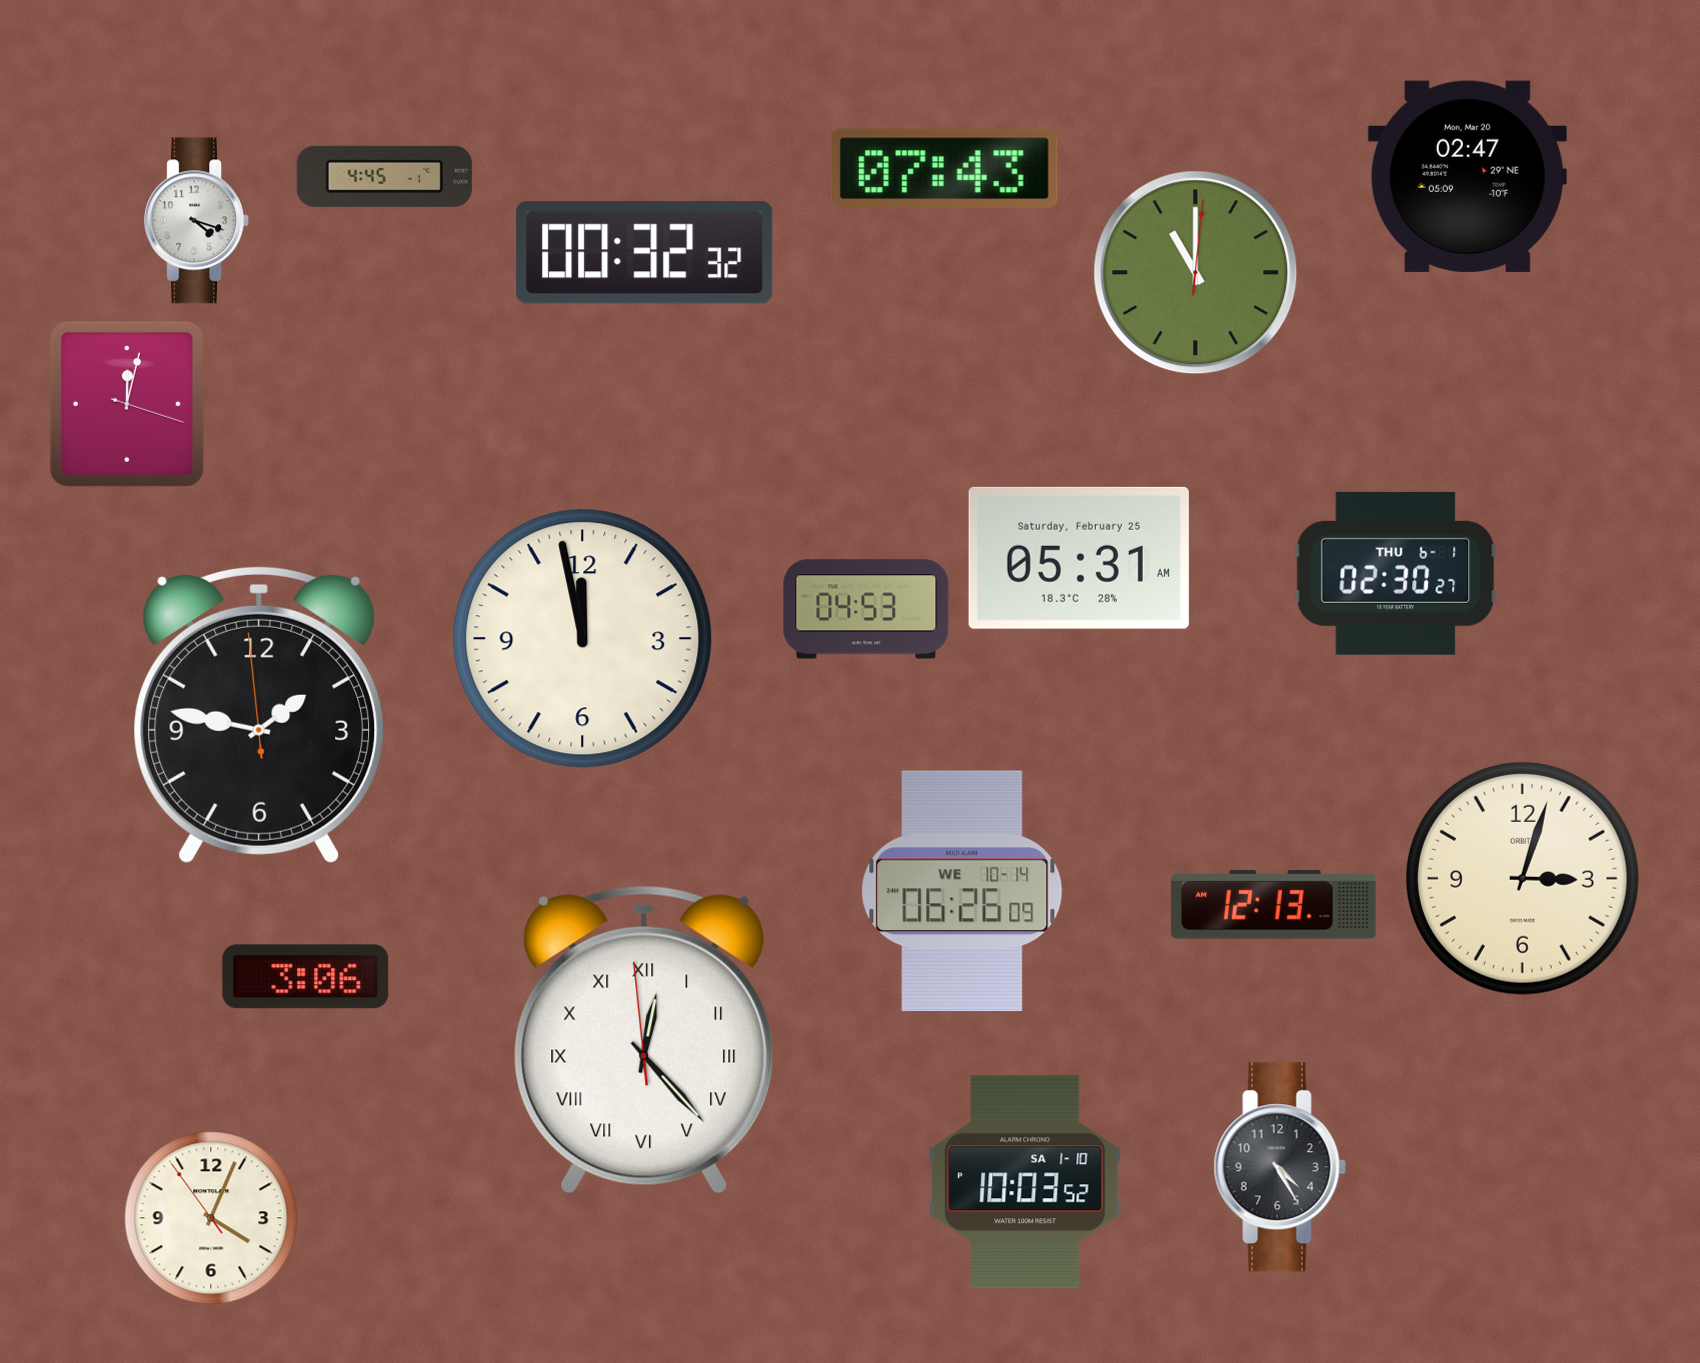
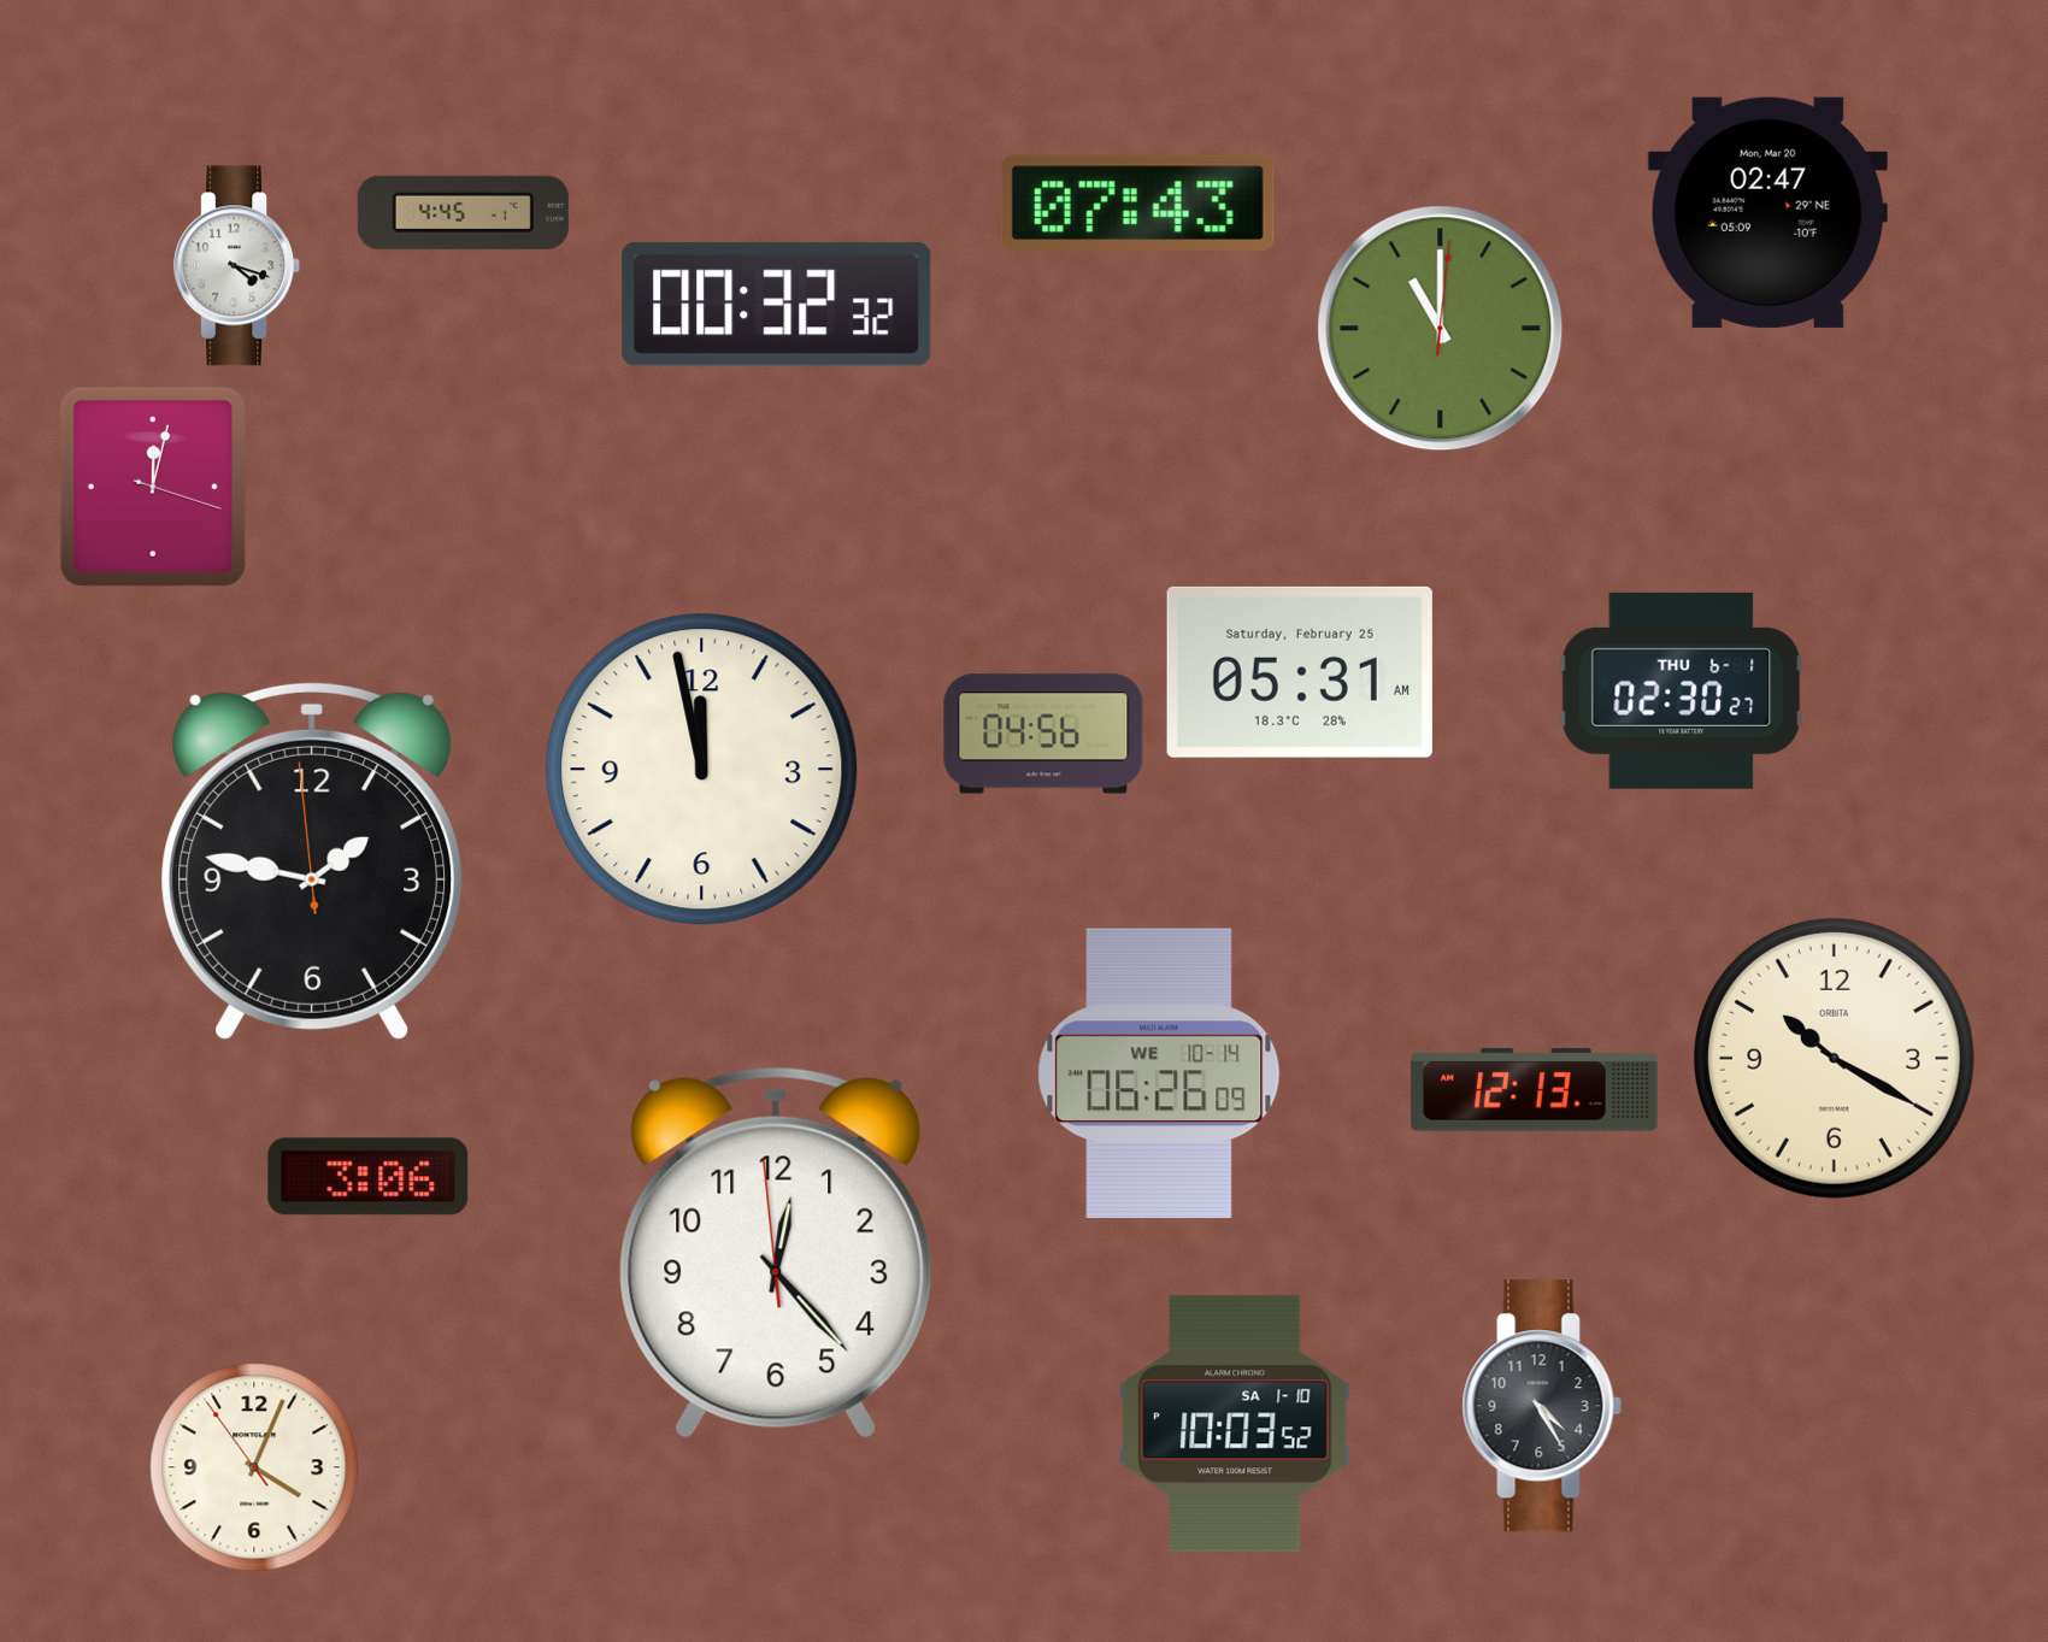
clock at (866, 609): 04:53 -> 04:56
clock at (1522, 878): 3:03 -> 10:20
clock at (644, 1040) numerals: Roman -> Arabic
